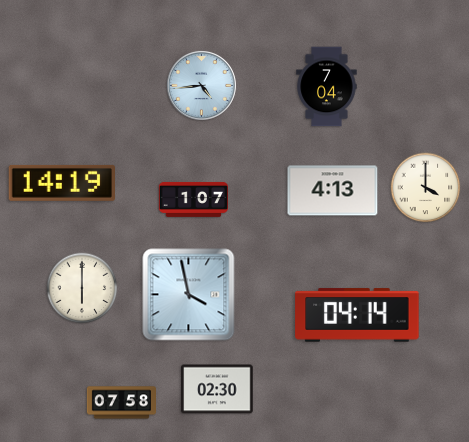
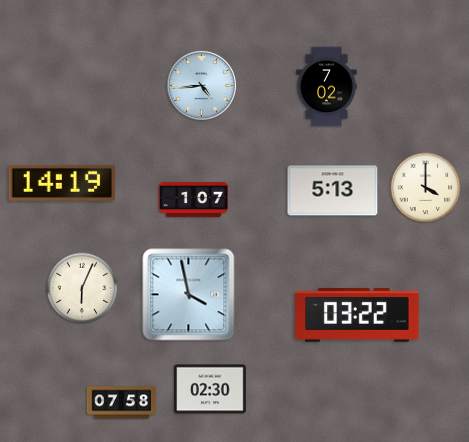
clock at (327, 87): 7:04 -> 7:02
clock at (333, 191): 4:13 -> 5:13
clock at (82, 288): 6:00 -> 6:04
clock at (357, 315): 04:14 -> 03:22
clock at (217, 389) position: (217, 389) -> (210, 389)
